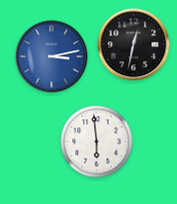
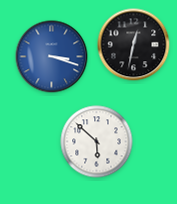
clock at (52, 57): 3:13 -> 3:18
clock at (97, 142): 5:59 -> 5:52
